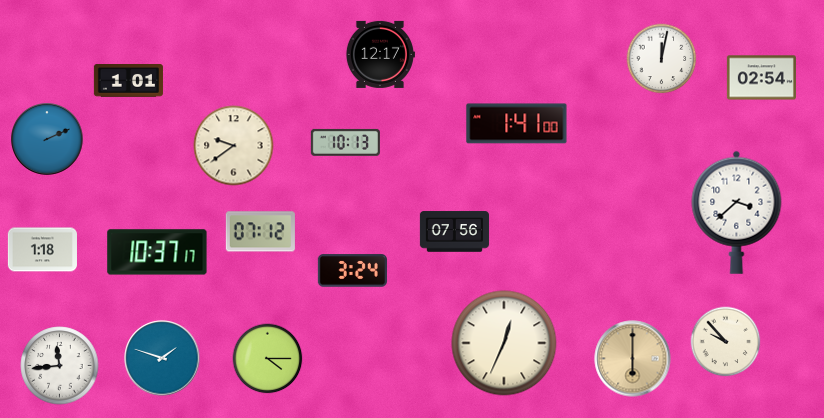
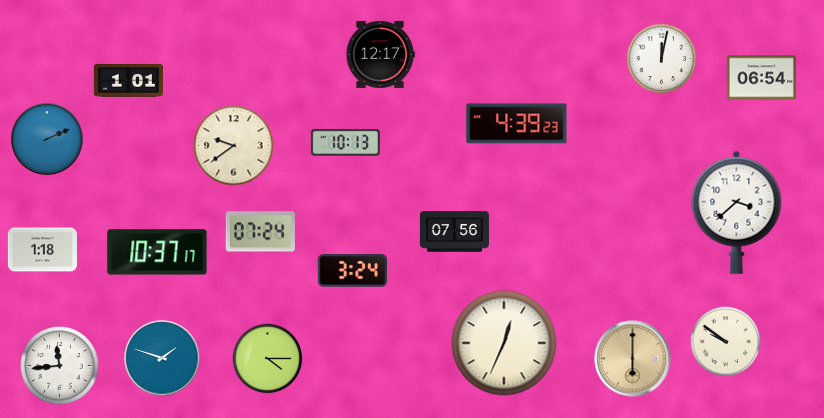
clock at (761, 78): 02:54 -> 06:54
clock at (517, 124): 1:41 -> 4:39
clock at (260, 232): 07:12 -> 07:24
clock at (726, 342): 9:53 -> 9:51
